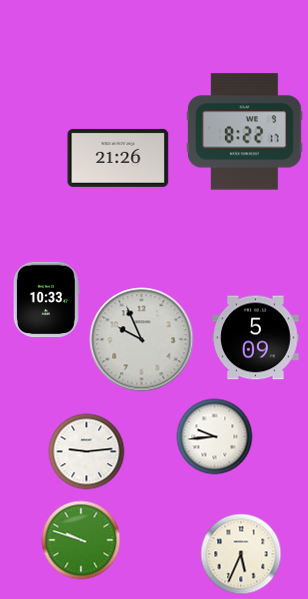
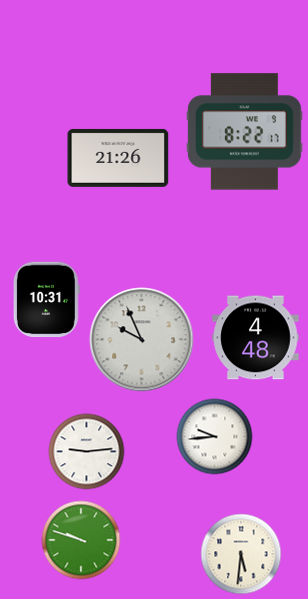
clock at (46, 300): 10:33 -> 10:31
clock at (256, 338): 5:09 -> 4:48
clock at (241, 554): 5:34 -> 5:31
